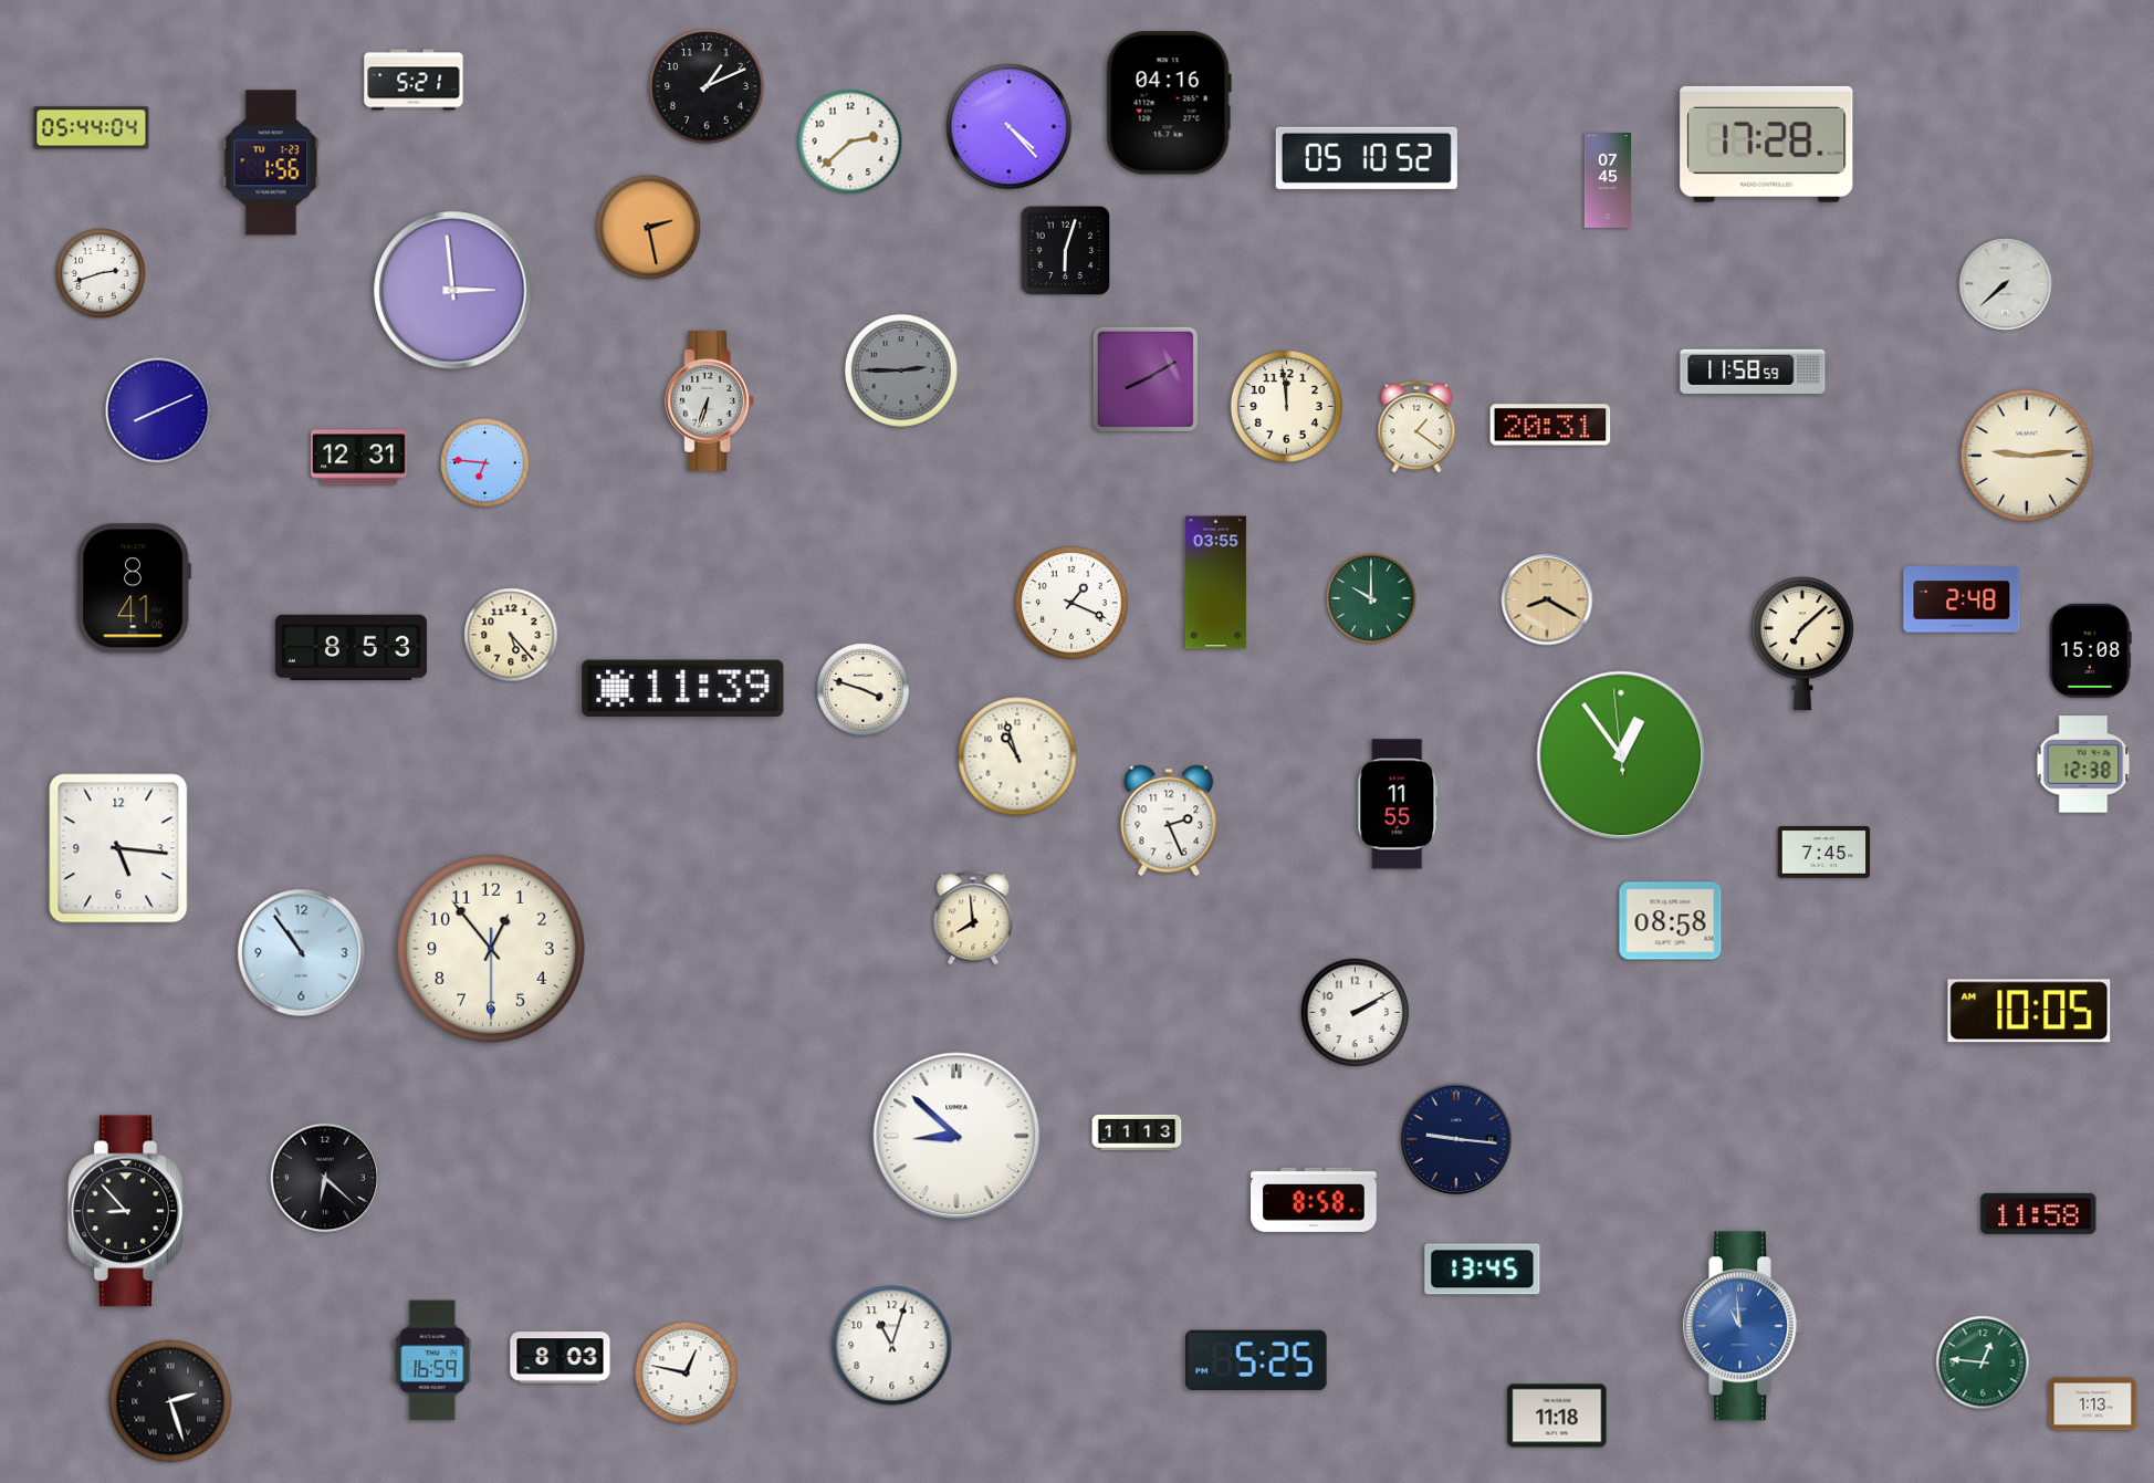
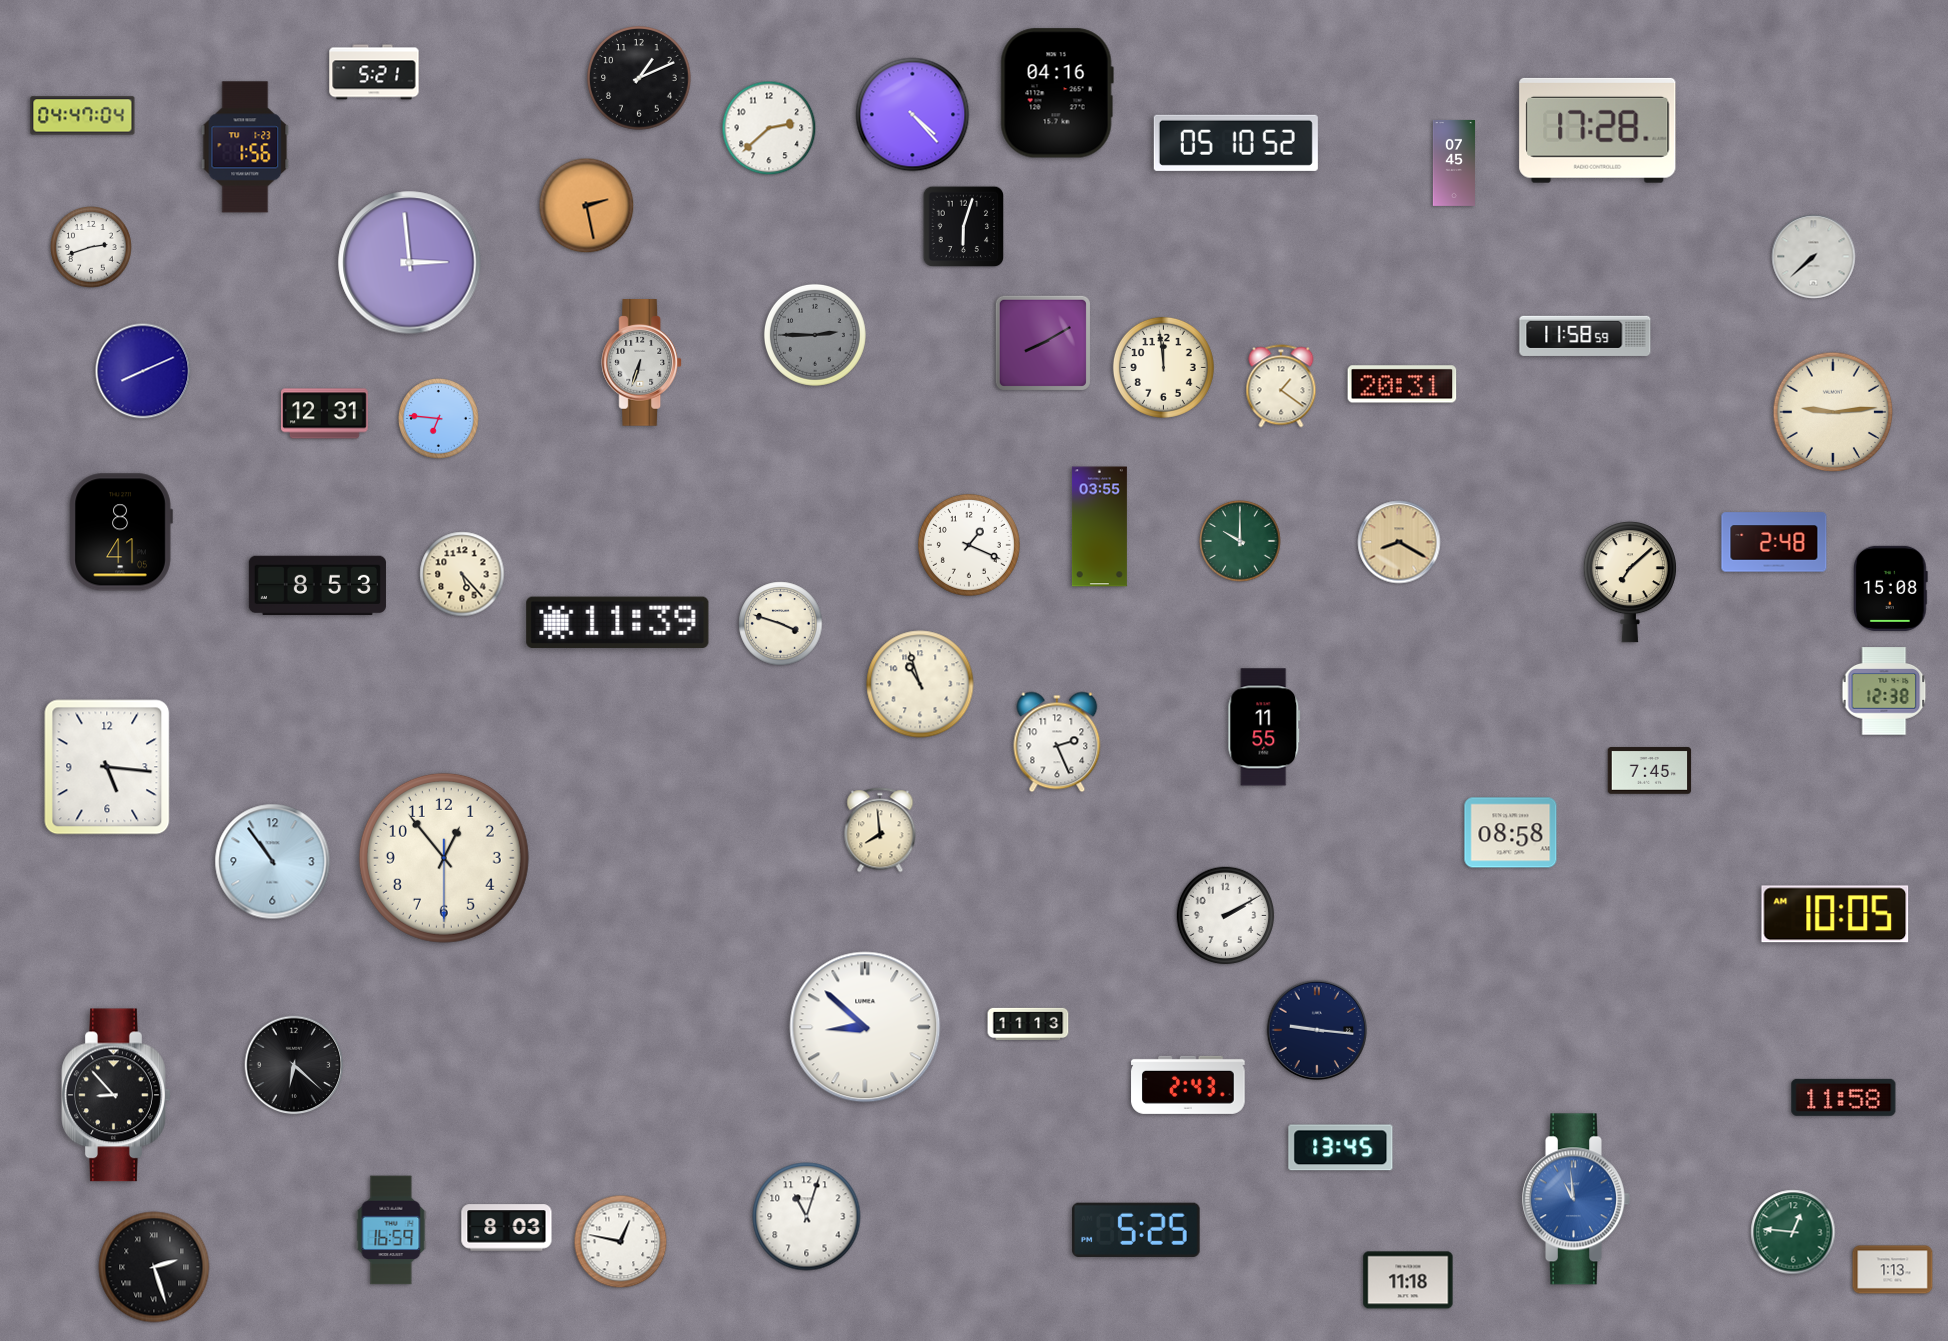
clock at (92, 128): 05:44 -> 04:47
clock at (1146, 379) position: (1146, 379) -> (1043, 343)
clock at (1621, 755): 12:53 -> none
clock at (1314, 1200): 8:58 -> 2:43
